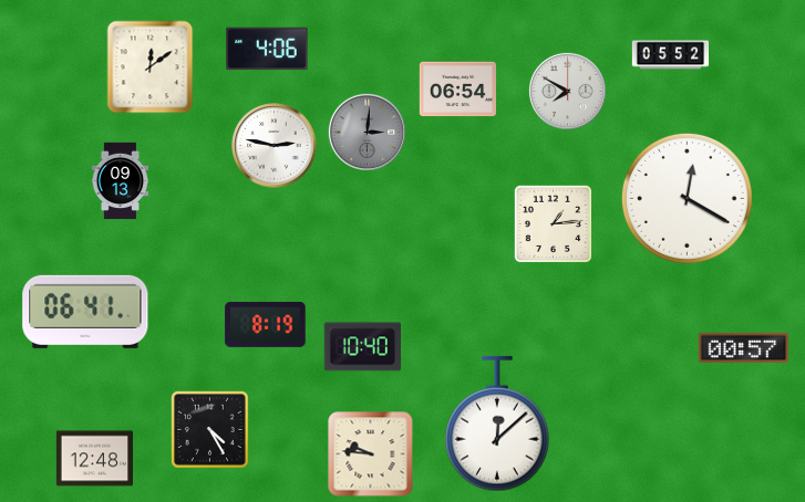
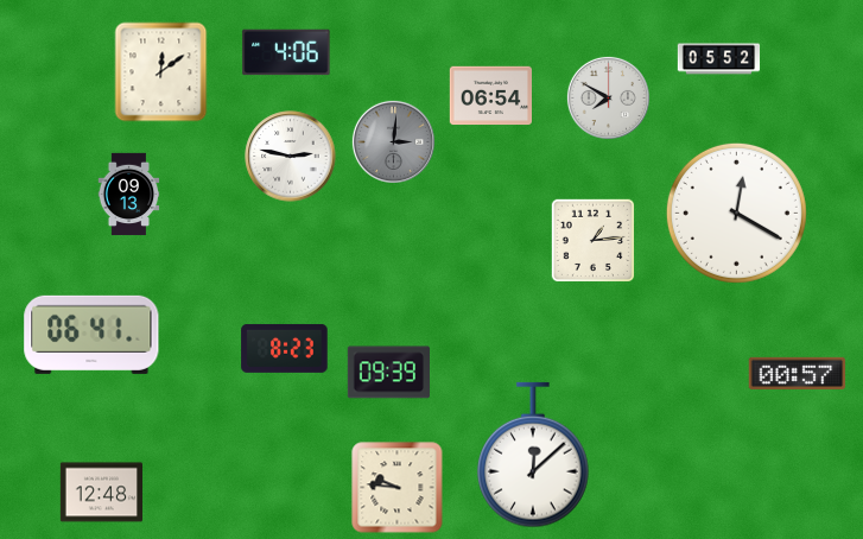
clock at (275, 146) position: (275, 146) -> (291, 157)
clock at (266, 324): 8:19 -> 8:23
clock at (362, 347): 10:40 -> 09:39
clock at (210, 430): 4:25 -> none
